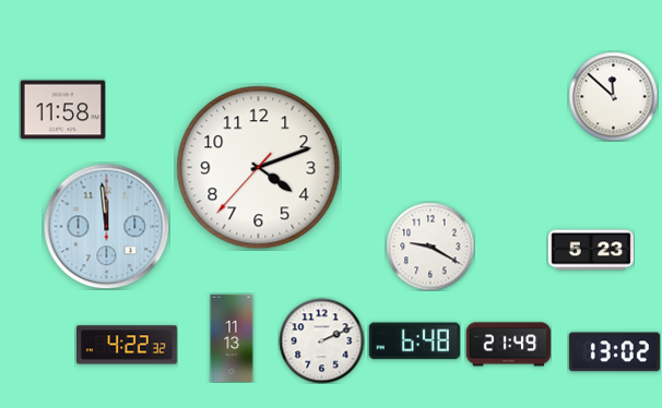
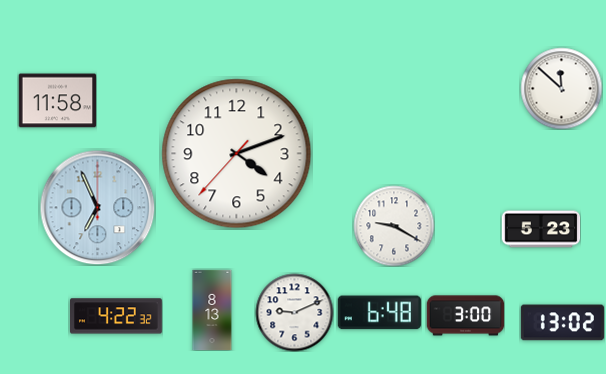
clock at (106, 226): 11:59 -> 6:56
clock at (232, 338): 11:13 -> 8:13
clock at (321, 340): 2:11 -> 9:11
clock at (508, 345): 21:49 -> 3:00
